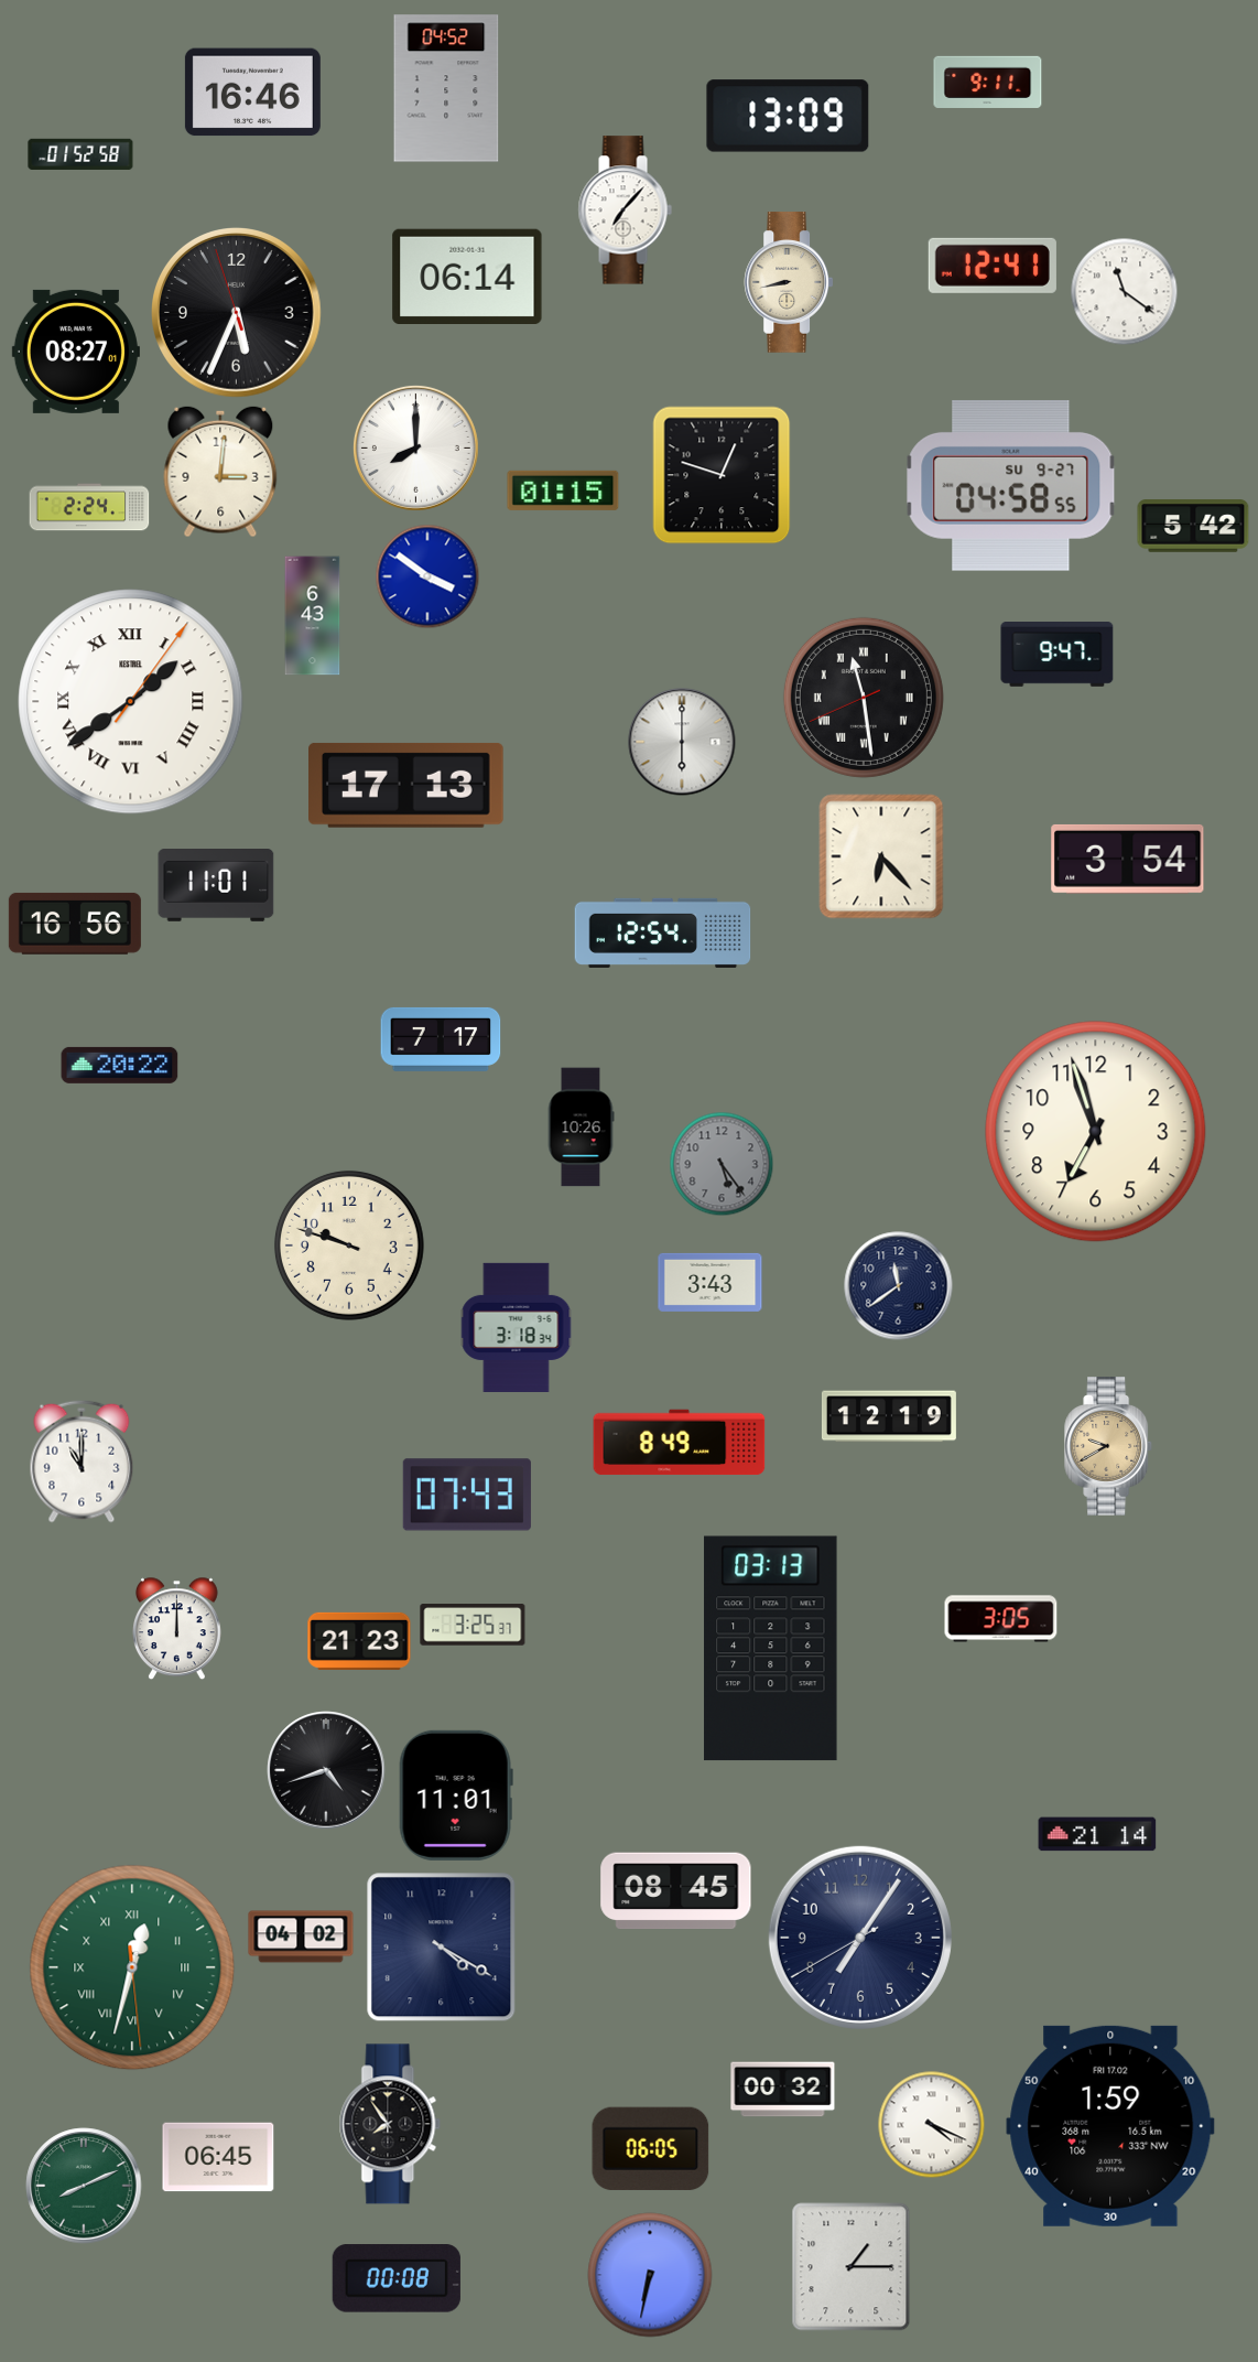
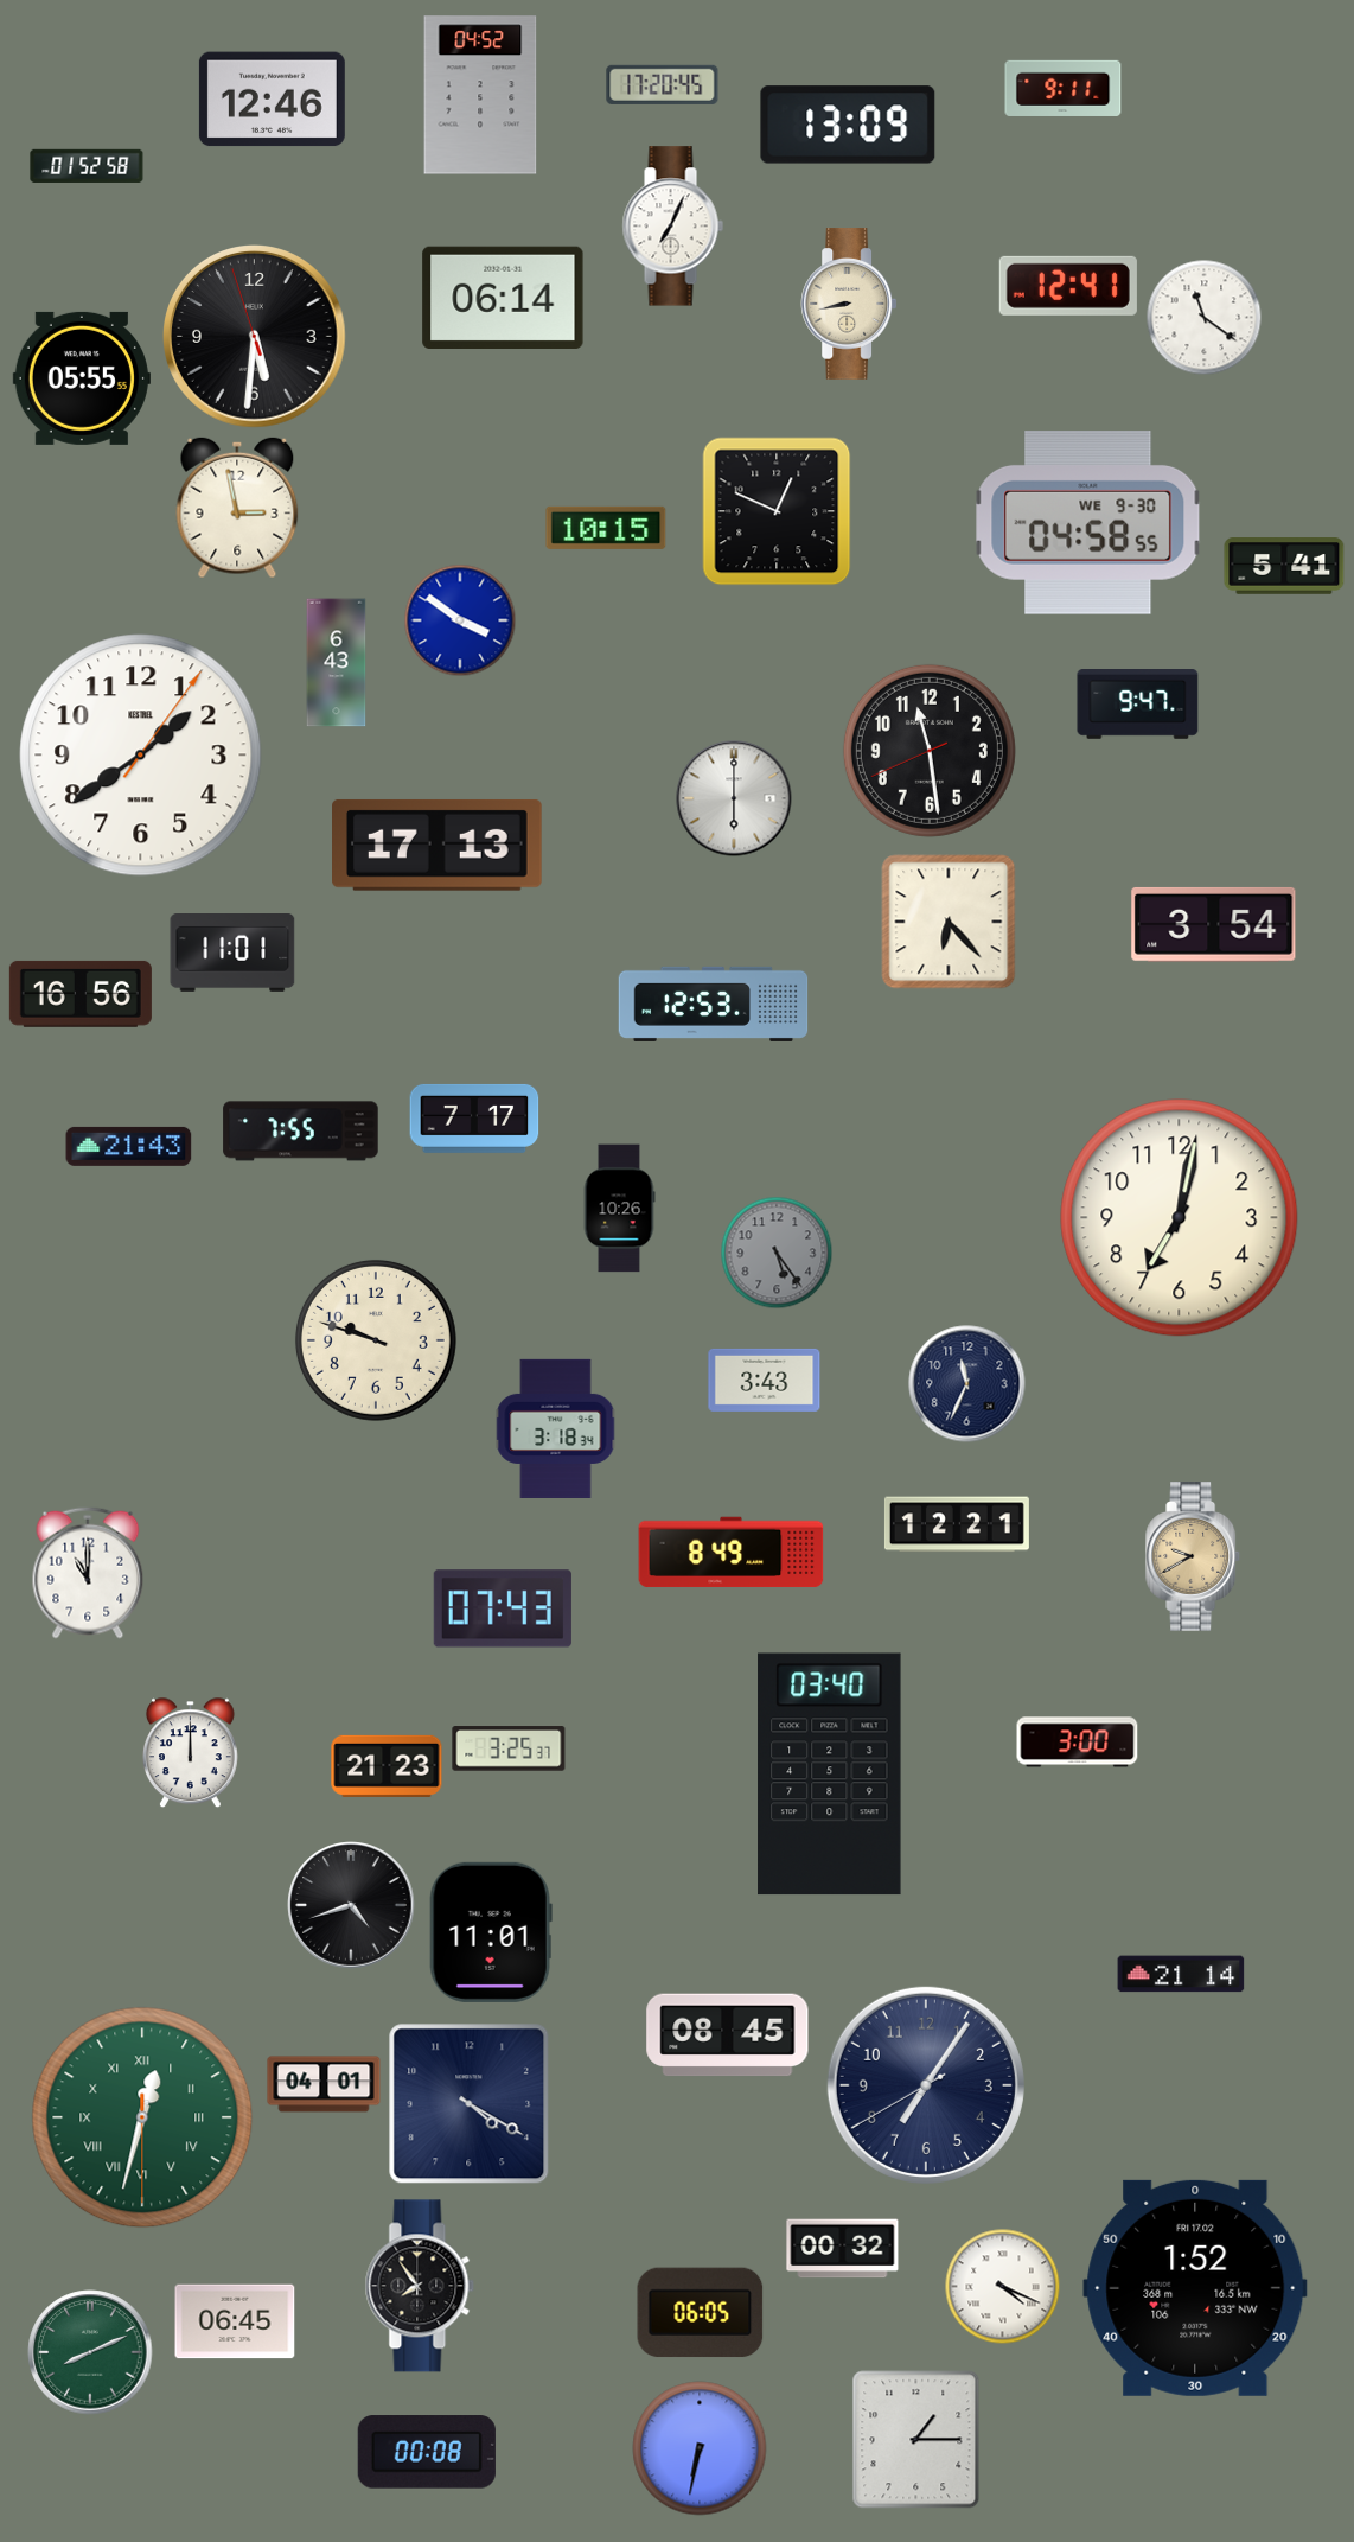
clock at (663, 84): none -> 17:20
clock at (252, 93): 16:46 -> 12:46
clock at (625, 211): 7:07 -> 7:04
clock at (1124, 291) position: (1124, 291) -> (1203, 317)
clock at (237, 313): 5:33 -> 5:30
clock at (76, 352): 08:27 -> 05:55
clock at (415, 447): 8:00 -> none
clock at (220, 472): 3:01 -> 2:58
clock at (722, 475): 12:48 -> 12:49
clock at (1011, 486) date: SU 9-27 -> WE 9-30
clock at (563, 490): 01:15 -> 10:15
clock at (89, 507): 2:24 -> none
clock at (1193, 526): 5:42 -> 5:41
clock at (864, 698) numerals: Roman -> Arabic
clock at (131, 702) numerals: Roman -> Arabic
clock at (663, 932): 12:54 -> 12:53
clock at (301, 1132): none -> 7:55
clock at (120, 1065): 20:22 -> 21:43
clock at (581, 1128) position: (581, 1128) -> (619, 1209)
clock at (1096, 1132): 6:57 -> 7:02
clock at (899, 1286): 11:39 -> 11:34
clock at (889, 1416): 12:19 -> 12:21
clock at (1001, 1619): 3:05 -> 3:00
clock at (771, 1649): 03:13 -> 03:40
clock at (301, 1937): 04:02 -> 04:01
clock at (442, 1948) position: (442, 1948) -> (470, 2104)
clock at (132, 1967): 12:32:29 -> 12:32:30
clock at (1110, 2126): 1:59 -> 1:52
